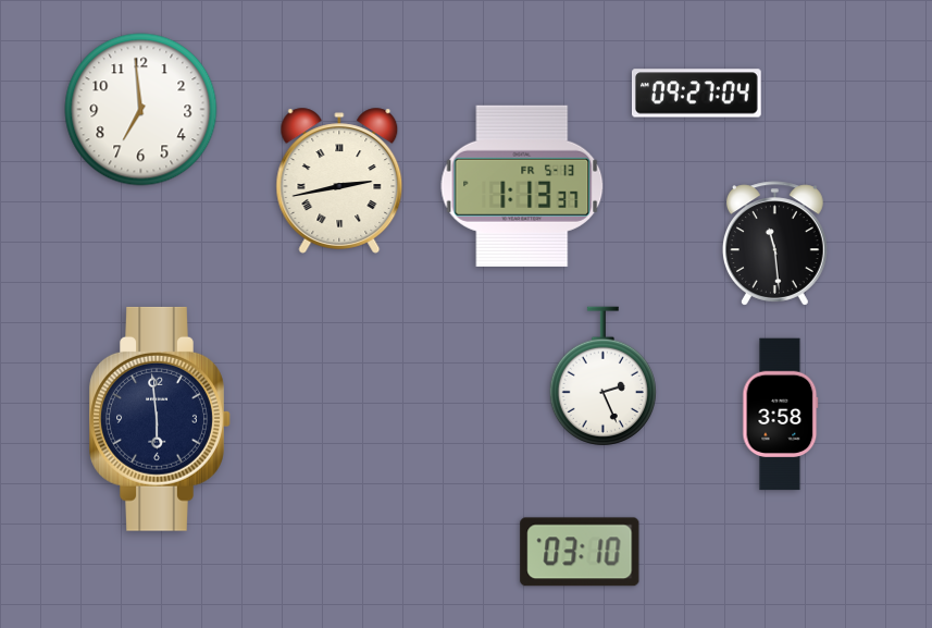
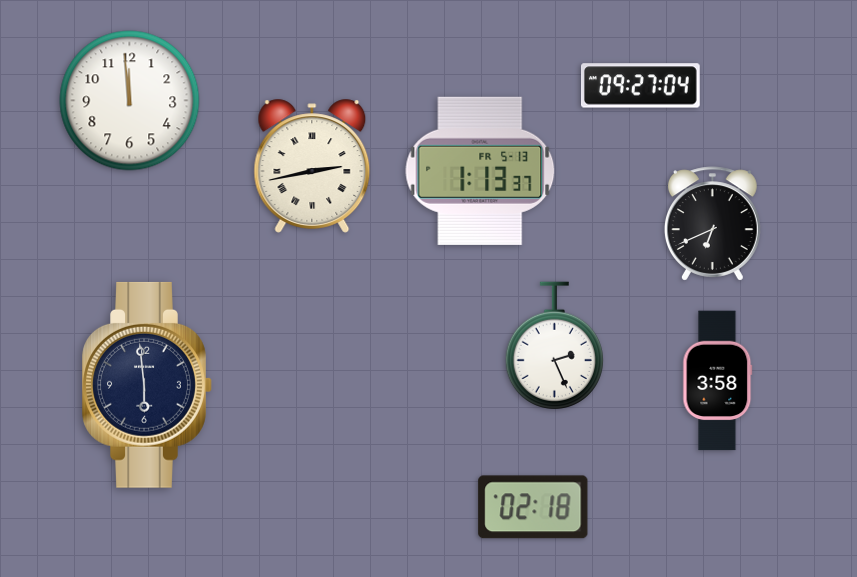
clock at (141, 110): 6:59 -> 11:59
clock at (774, 244): 11:29 -> 6:41
clock at (580, 552): 03:10 -> 02:18
